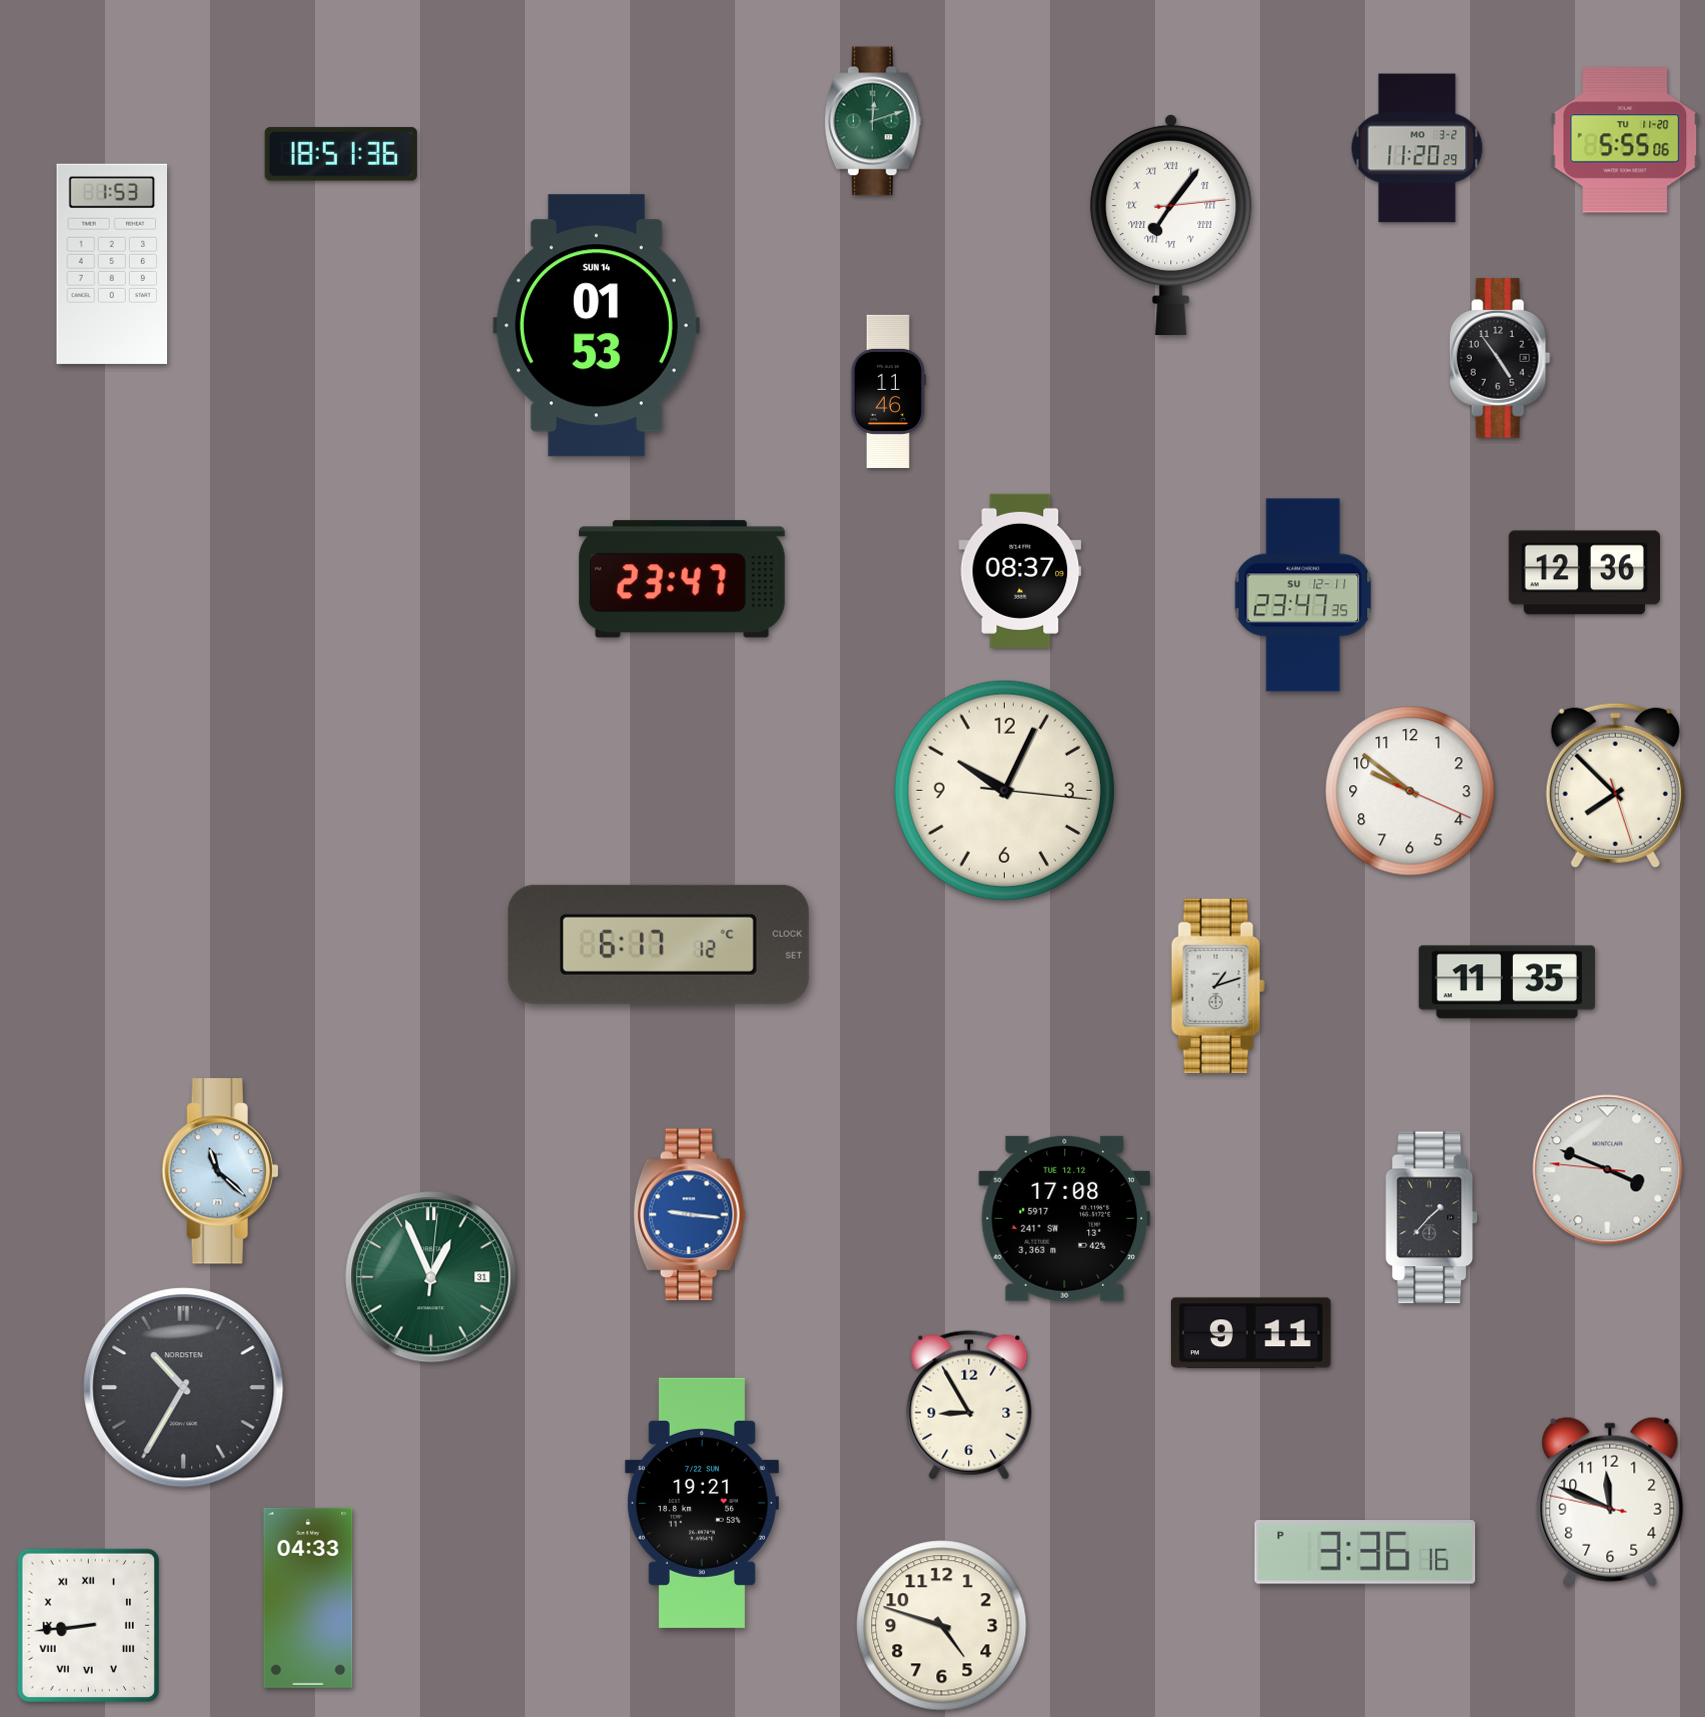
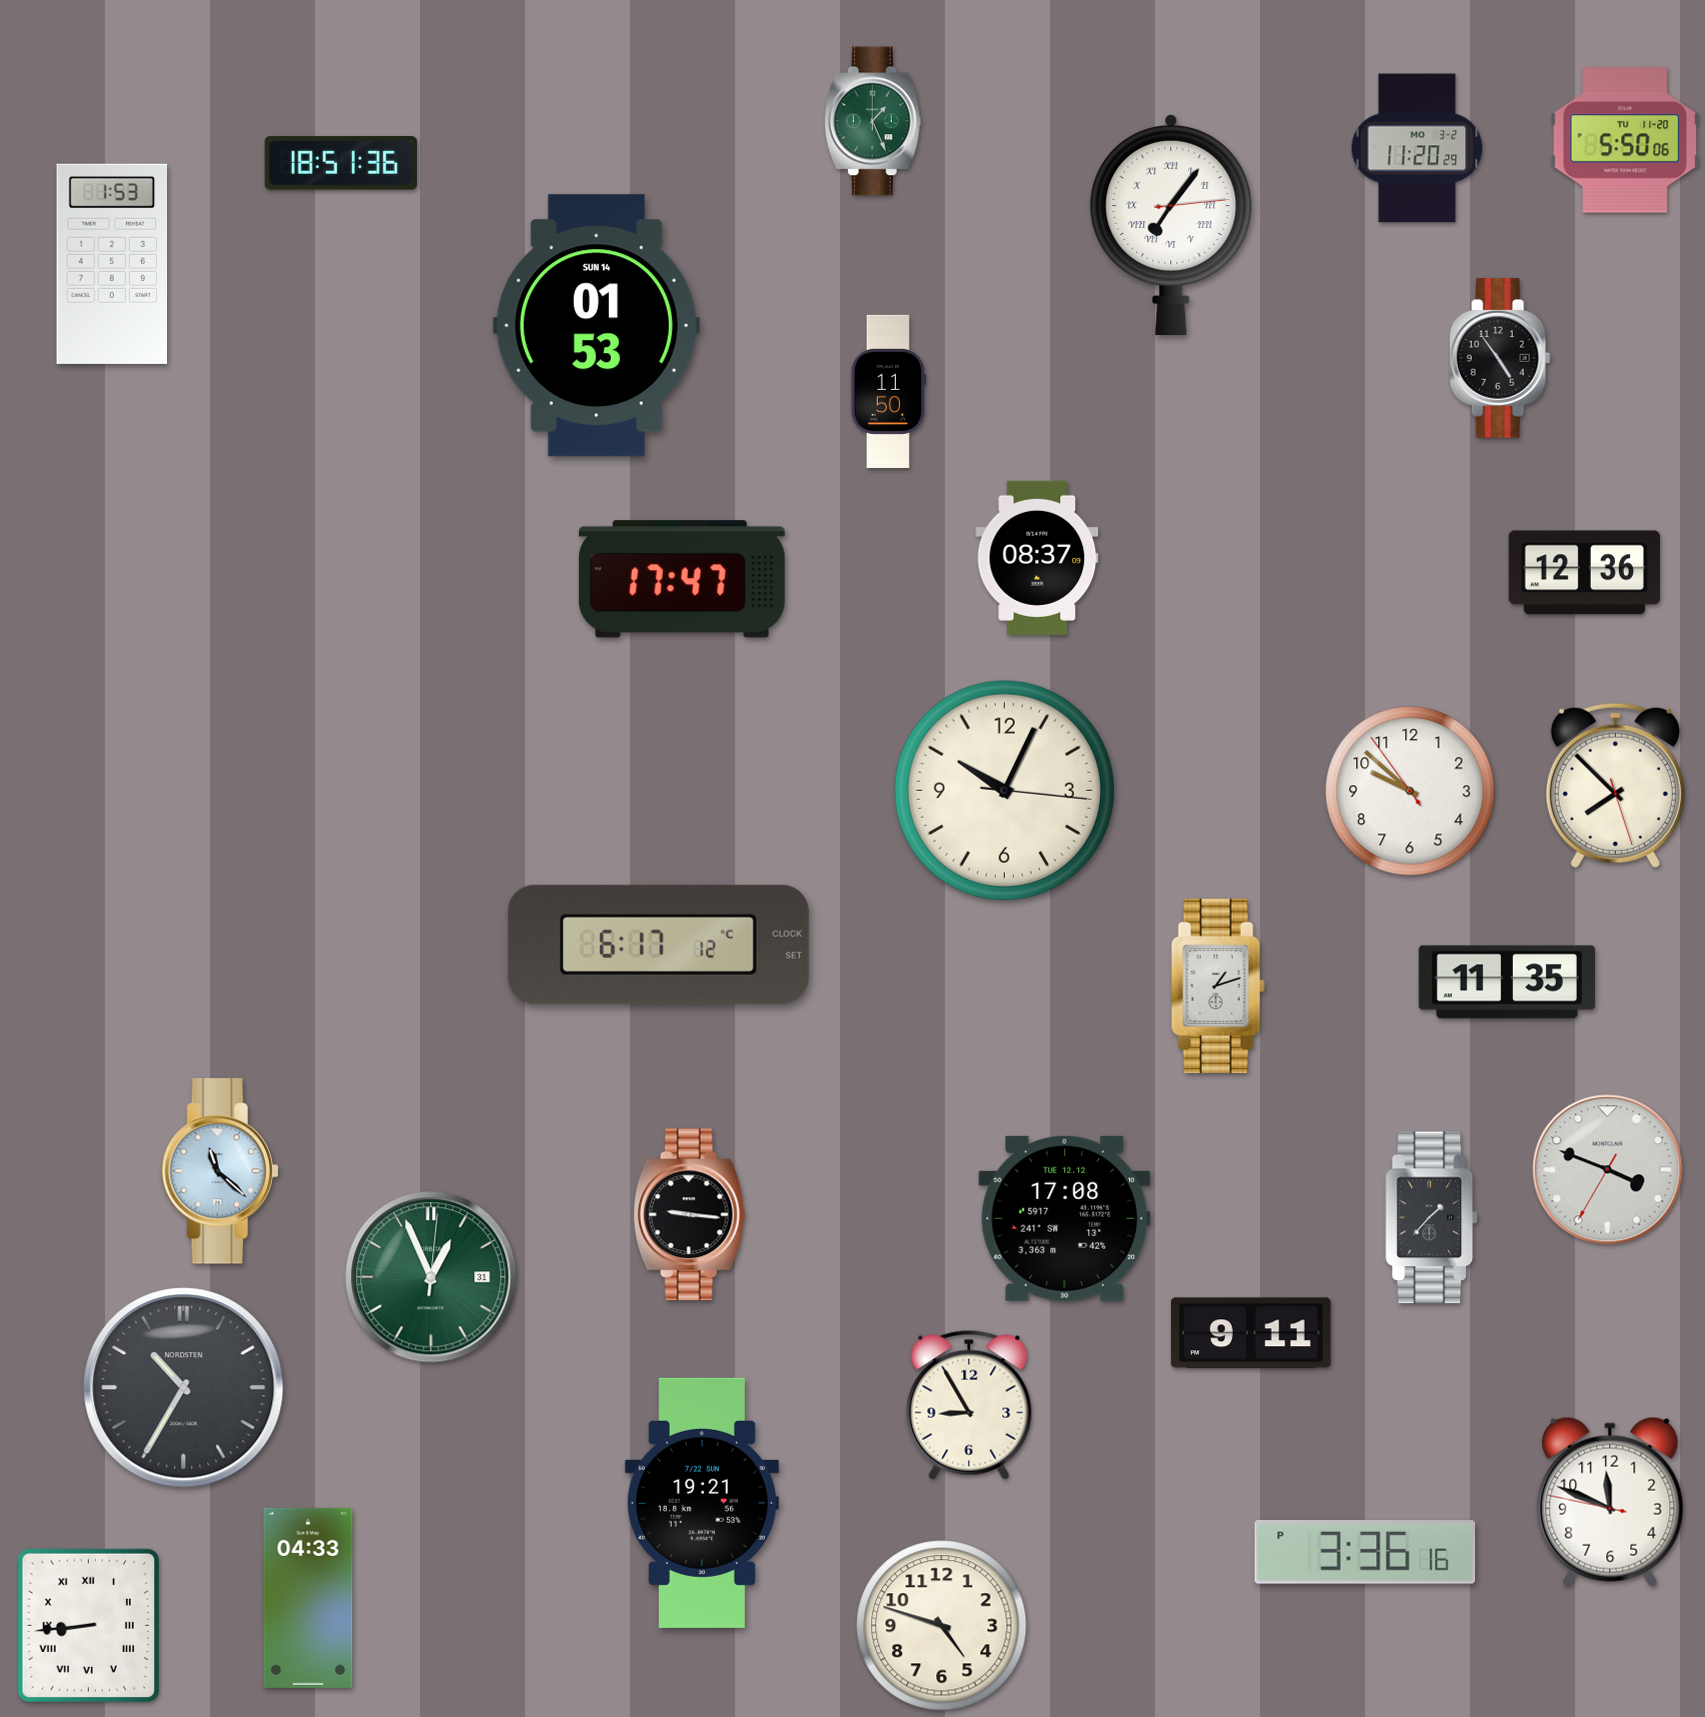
clock at (873, 121): 12:12 -> 1:26
clock at (1625, 140): 5:55 -> 5:50
clock at (341, 154) position: (341, 154) -> (341, 163)
clock at (888, 391): 11:46 -> 11:50
clock at (1020, 571) position: (1020, 571) -> (1037, 558)
clock at (682, 579): 23:47 -> 17:47
clock at (1303, 595): 23:47 -> none
clock at (1410, 791): 9:51:19 -> 9:51:54
clock at (1608, 1170): 3:48:46 -> 3:48:35
clock at (689, 1215) dial: blue -> black
